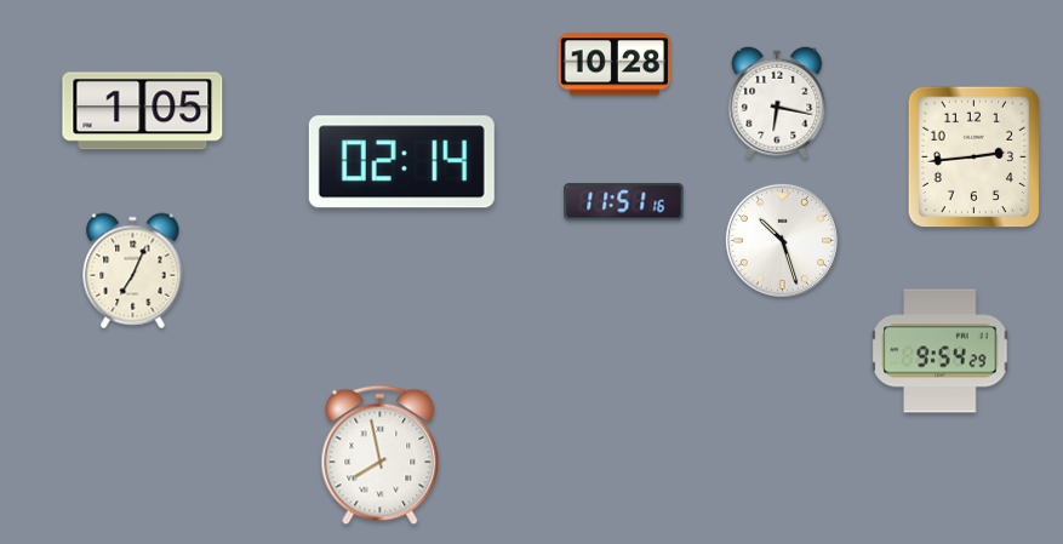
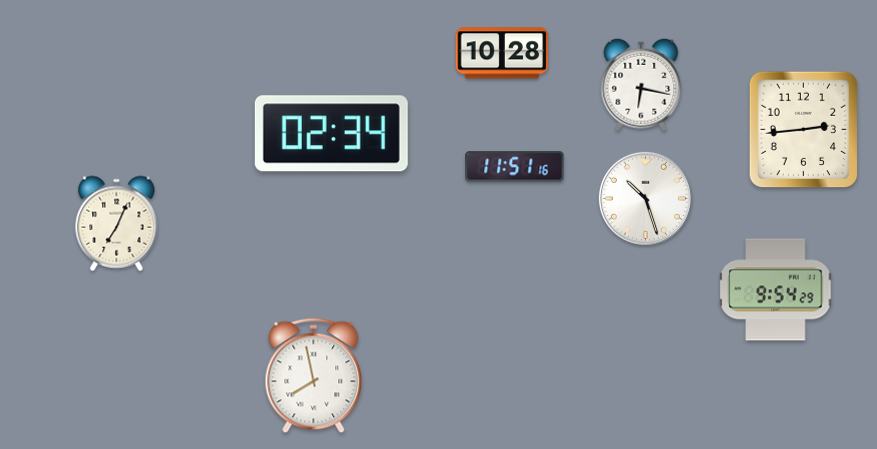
clock at (615, 64) position: (615, 64) -> (502, 53)
clock at (143, 111): 1:05 -> none
clock at (401, 162): 02:14 -> 02:34
clock at (133, 271) position: (133, 271) -> (117, 224)
